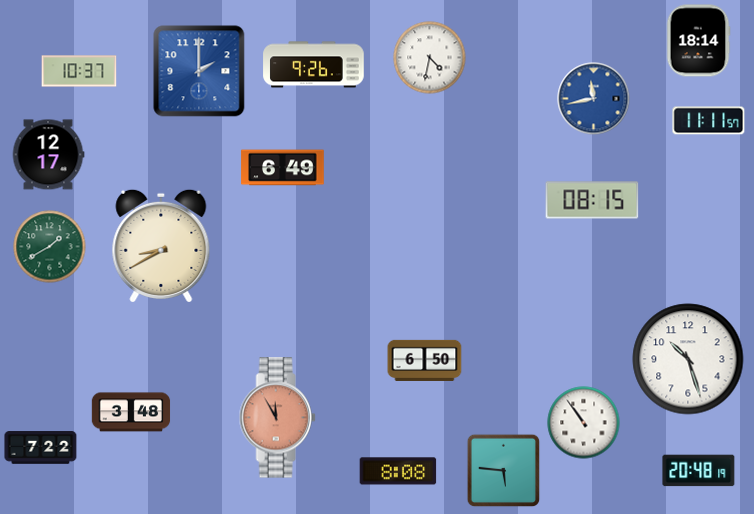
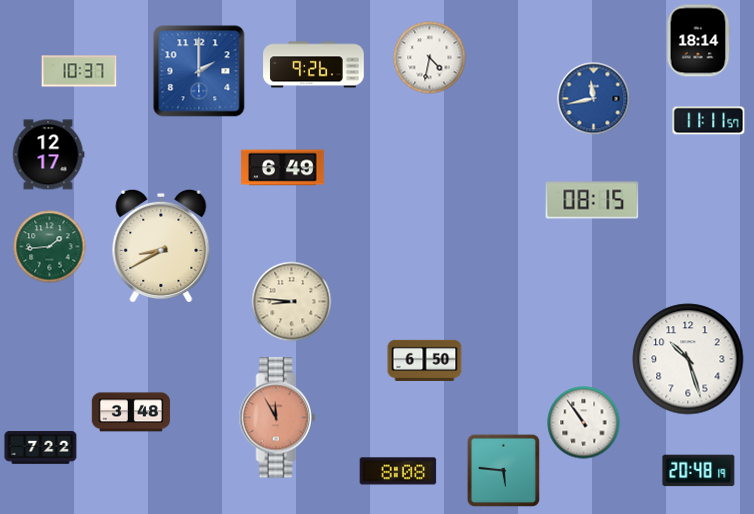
clock at (50, 247): 1:40 -> 1:44
clock at (292, 302): none -> 8:46
